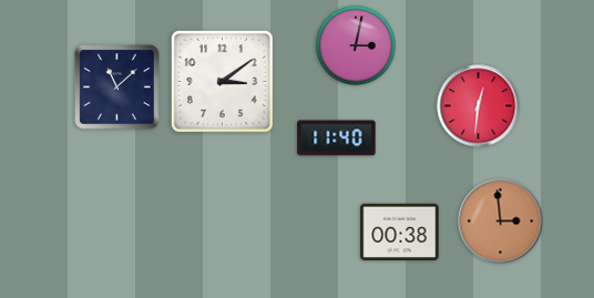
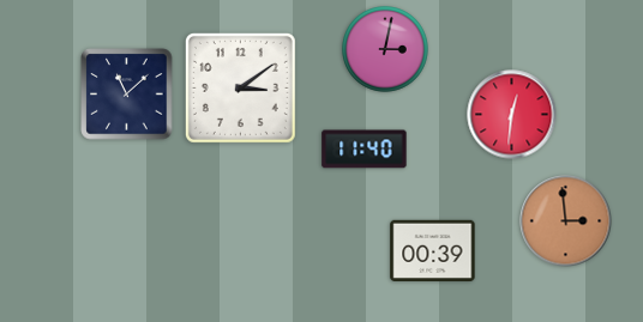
clock at (479, 106) position: (479, 106) -> (512, 115)
clock at (501, 222) position: (501, 222) -> (566, 221)
clock at (400, 232): 00:38 -> 00:39
